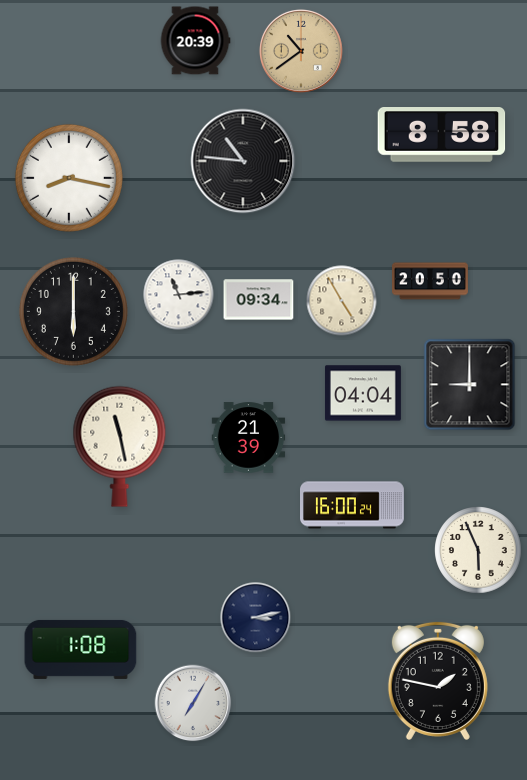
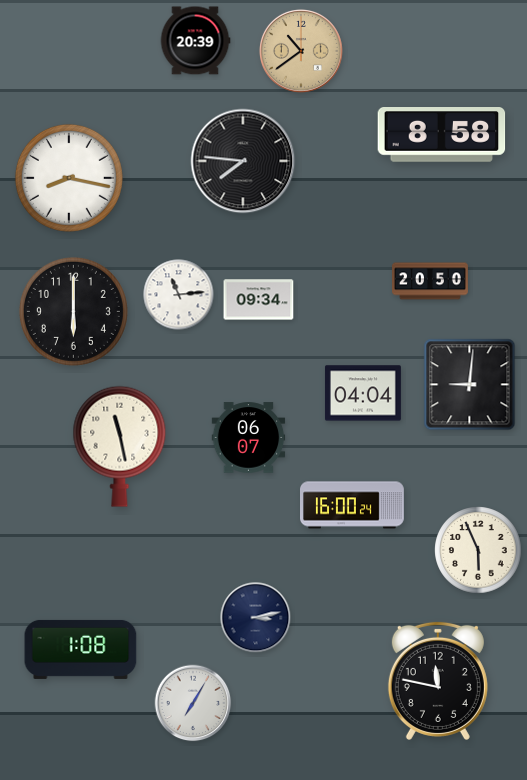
clock at (243, 161): 10:46 -> 7:46
clock at (342, 301): 4:55 -> none
clock at (470, 385): 9:00 -> 9:01
clock at (249, 438): 21:39 -> 06:07
clock at (438, 681): 1:47 -> 11:47
